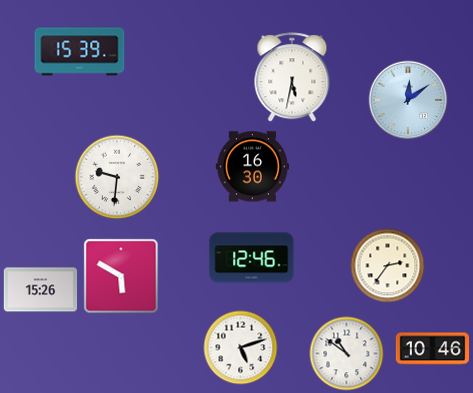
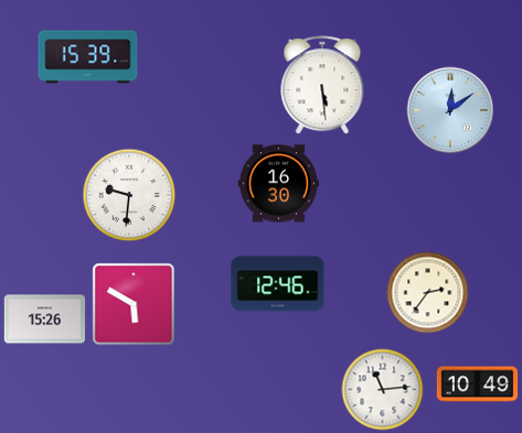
clock at (292, 78): 5:32 -> 5:29
clock at (241, 348): 5:12 -> none
clock at (433, 349): 10:46 -> 10:49
clock at (347, 354): 10:51 -> 11:14
